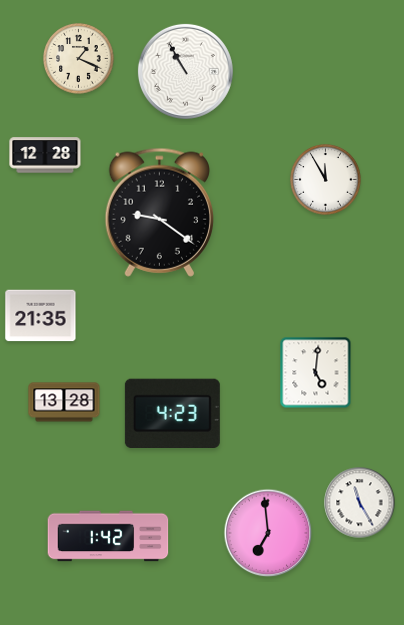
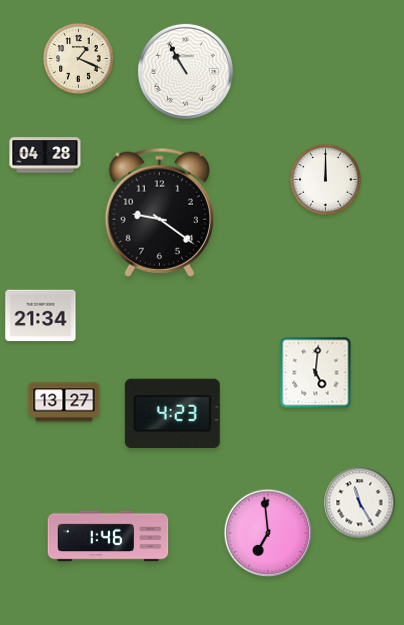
clock at (45, 155): 12:28 -> 04:28
clock at (326, 180): 11:55 -> 12:00
clock at (41, 316): 21:35 -> 21:34
clock at (64, 402): 13:28 -> 13:27
clock at (108, 536): 1:42 -> 1:46
